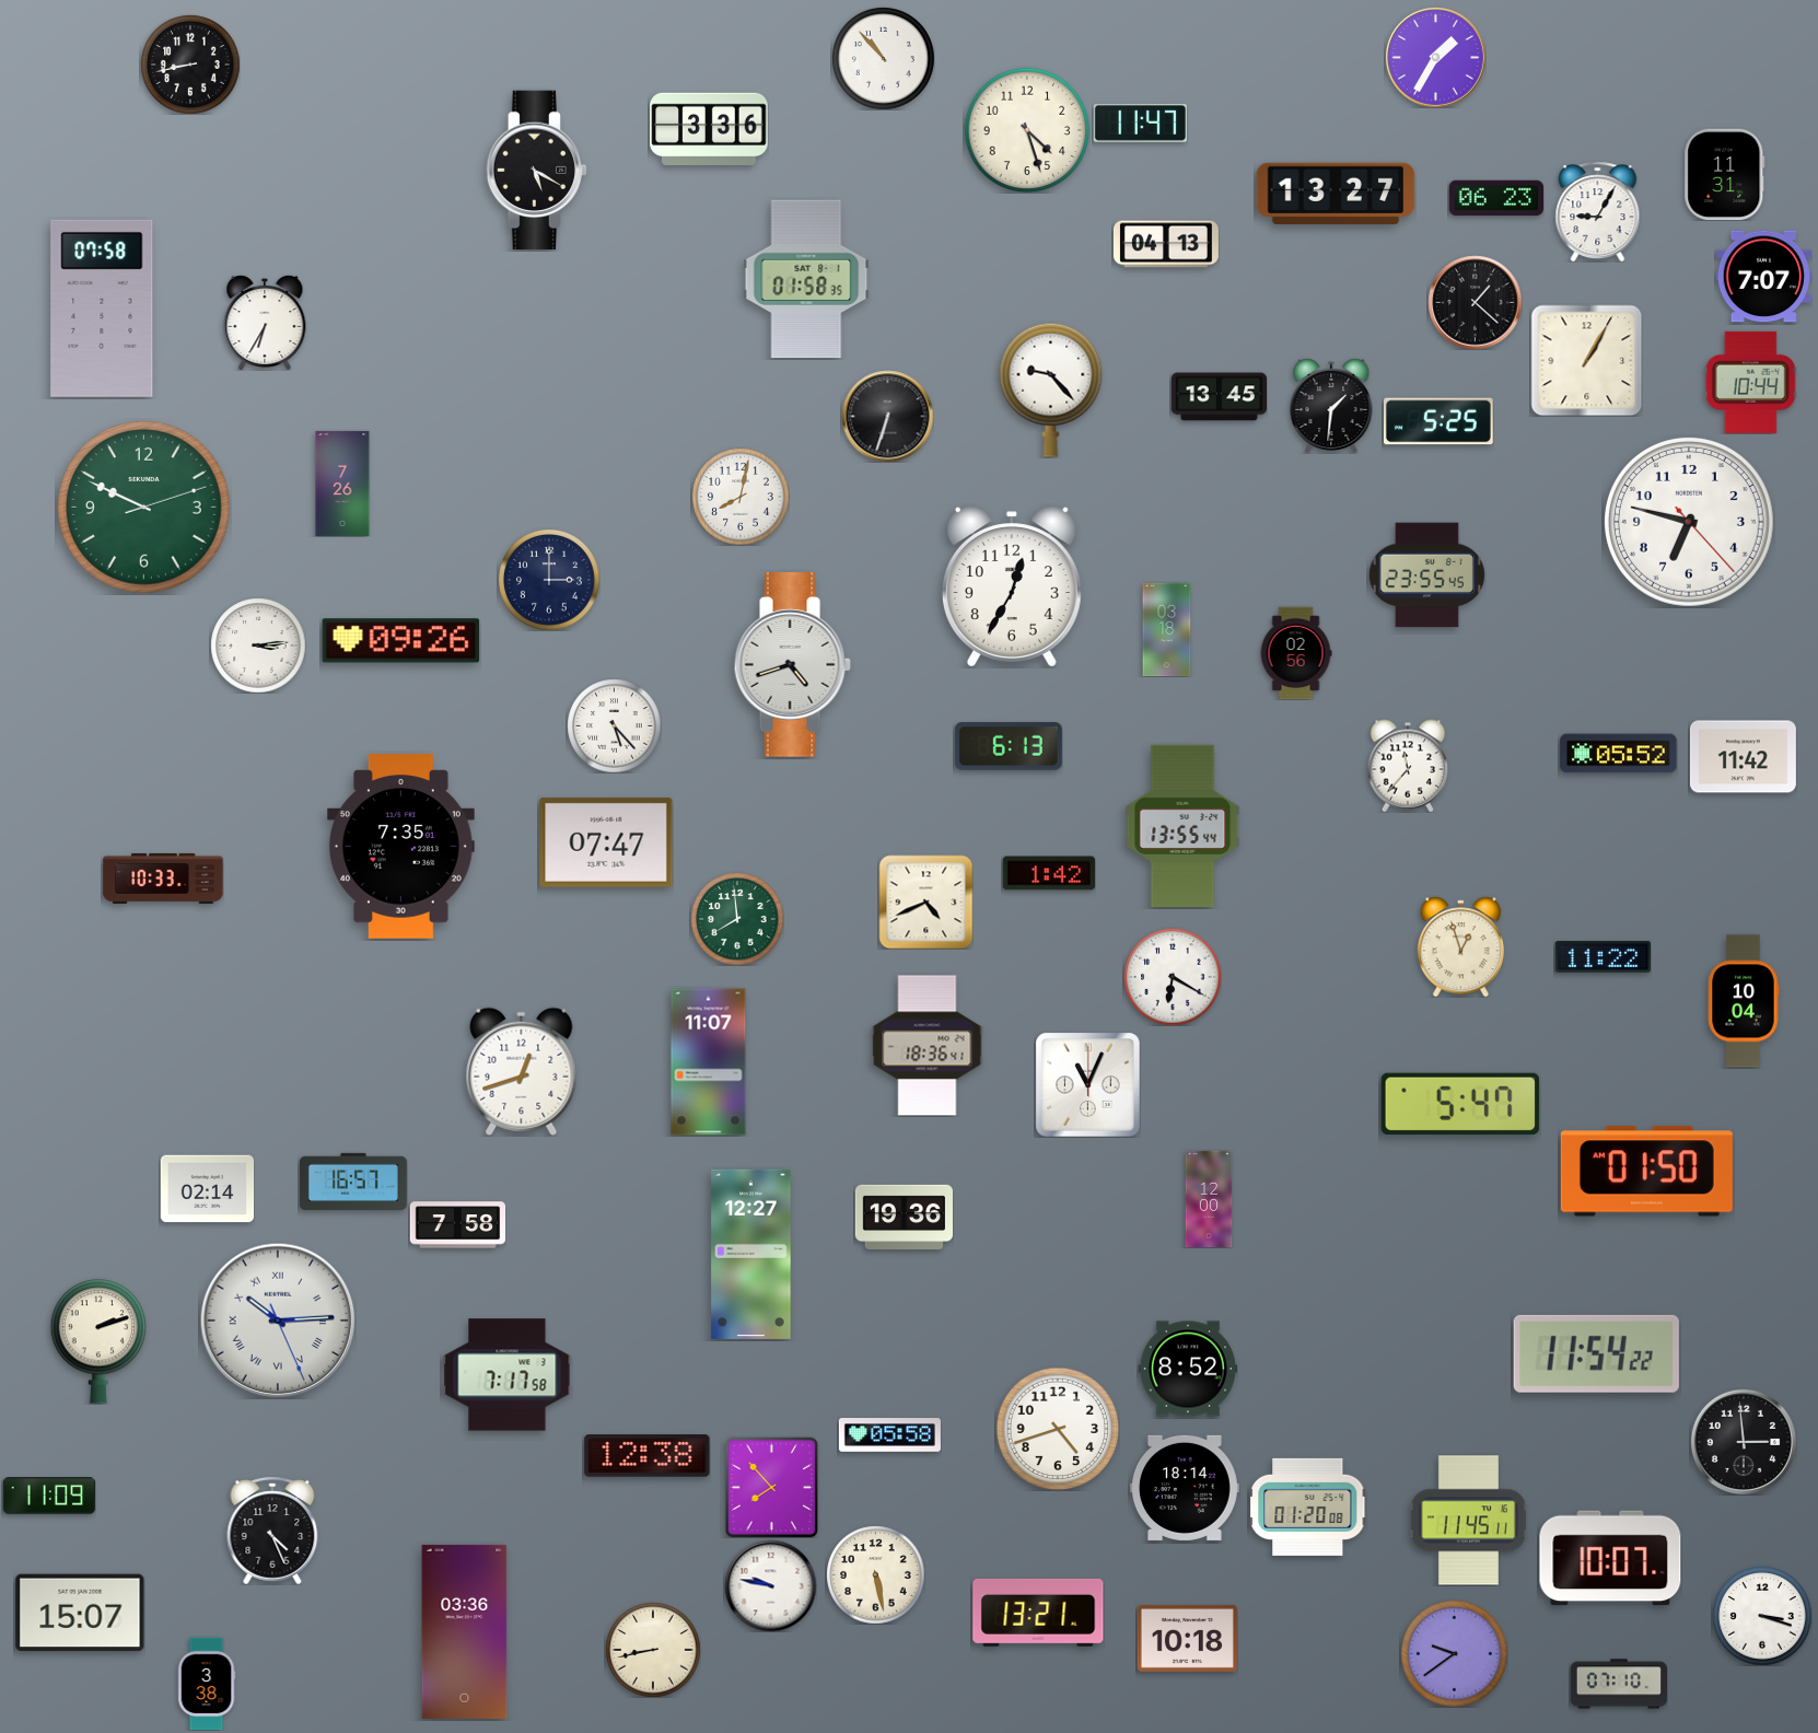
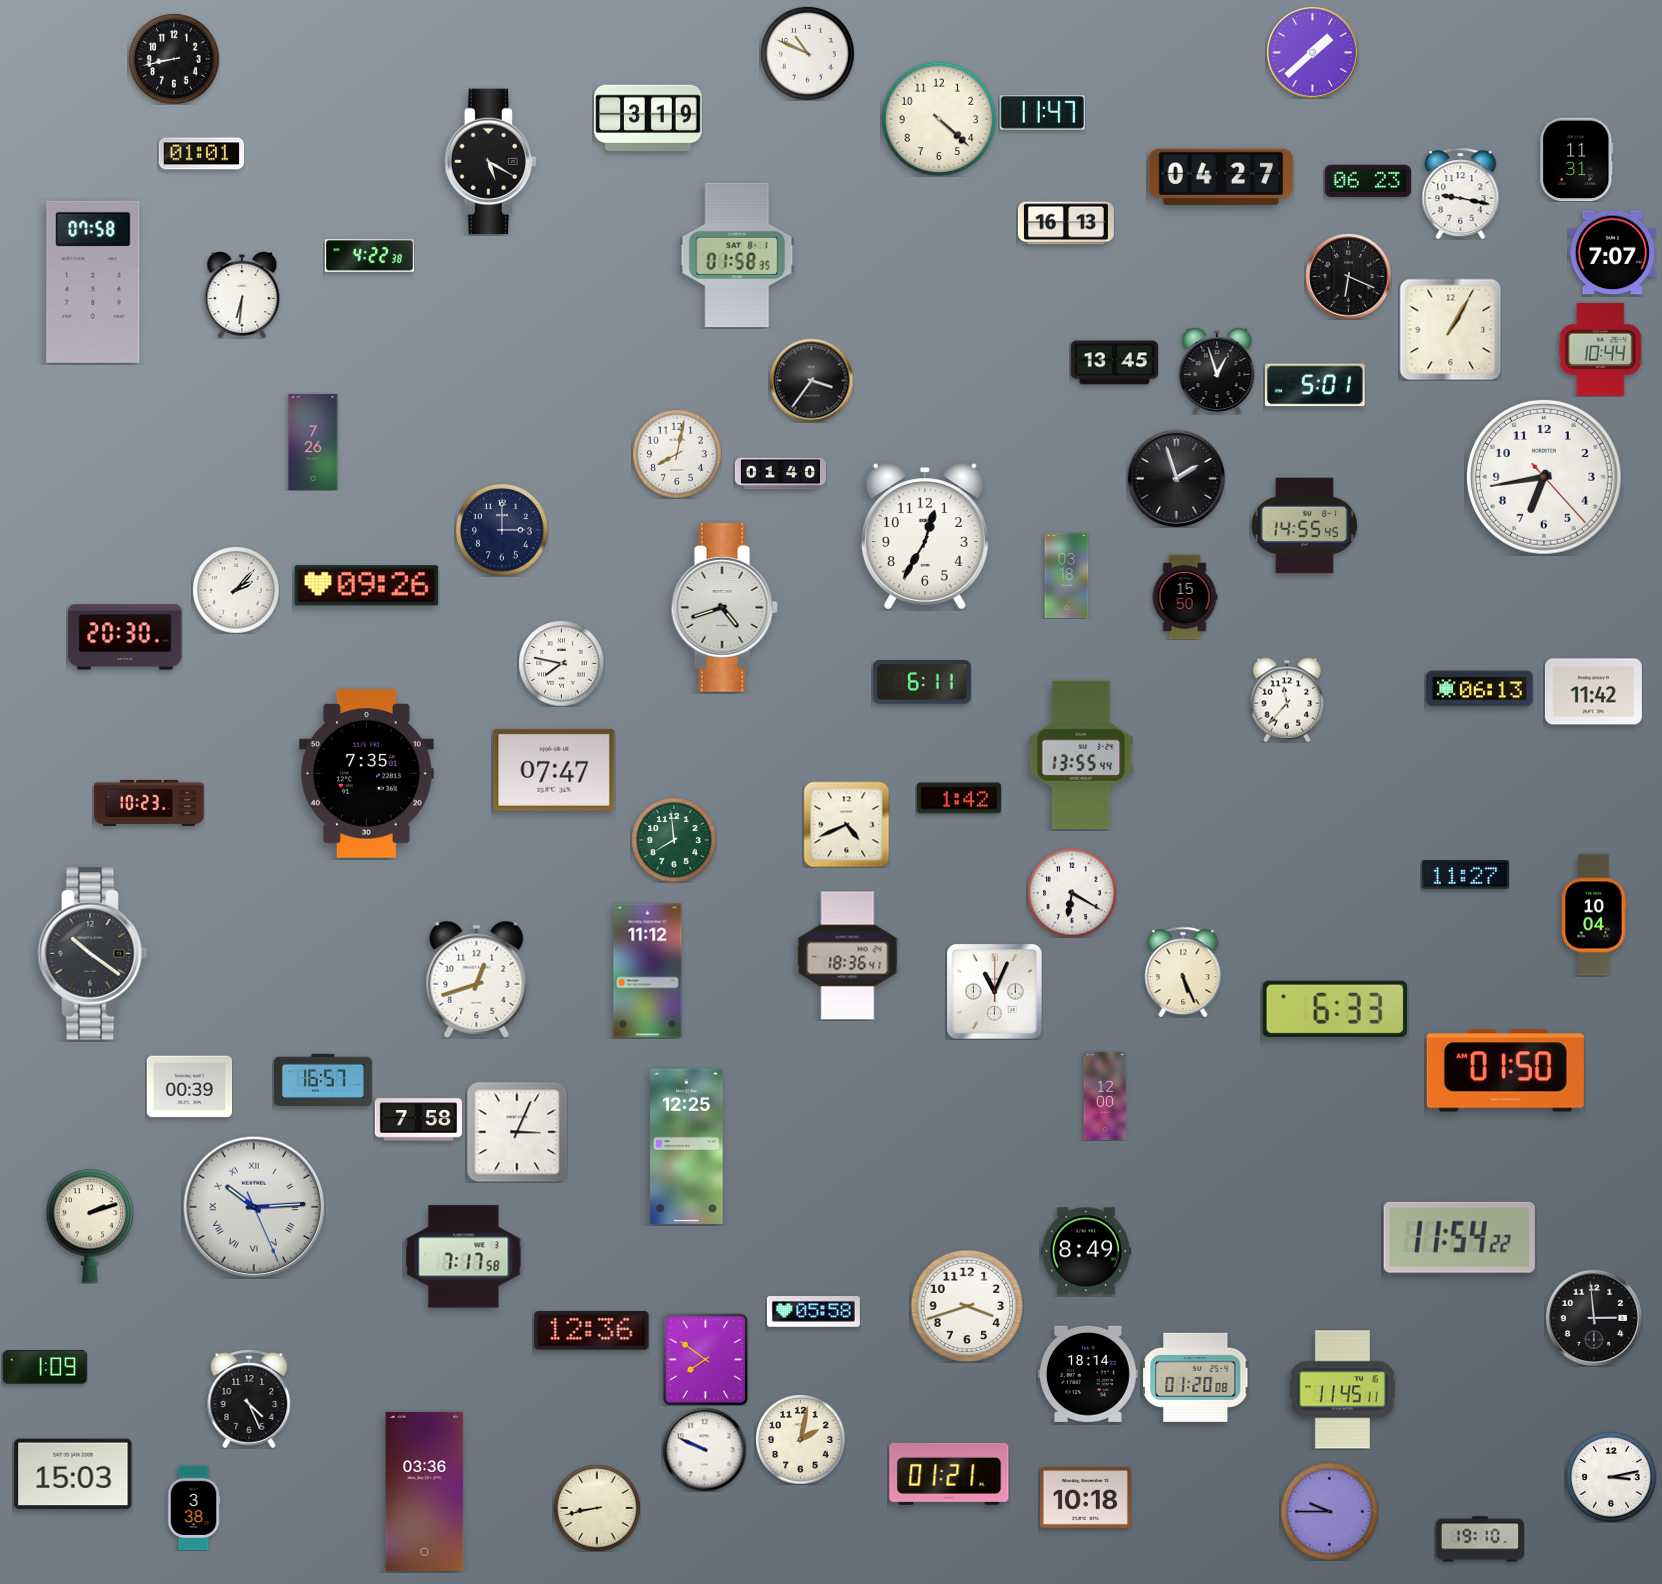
clock at (1435, 57): 1:35 -> 1:38
clock at (883, 58): 10:53 -> 10:49
clock at (709, 129): 3:36 -> 3:19
clock at (1027, 130): 4:27 -> 4:22
clock at (201, 154): none -> 01:01
clock at (536, 171) position: (536, 171) -> (490, 162)
clock at (1336, 193): 13:27 -> 04:27
clock at (1598, 211): 9:05 -> 9:17
clock at (1166, 244): 04:13 -> 16:13
clock at (369, 256): none -> 4:22
clock at (1475, 302): 1:22 -> 6:19
clock at (265, 323): 6:35 -> 6:31
clock at (1051, 389): 9:23 -> none
clock at (1331, 406): 1:31 -> 12:57
clock at (887, 416): 6:33 -> 3:36
clock at (1438, 421): 5:25 -> 5:01
clock at (143, 507): 9:49 -> none
clock at (780, 474): none -> 01:40
clock at (1689, 522): 6:47 -> 6:43
clock at (1176, 478): none -> 1:57
clock at (1426, 575): 23:55 -> 14:55
clock at (258, 645): 3:14 -> 2:07
clock at (1296, 653): 02:56 -> 15:50
clock at (125, 637): none -> 20:30
clock at (614, 725): 5:23 -> 7:47
clock at (1009, 746): 6:13 -> 6:11
clock at (1619, 754): 05:52 -> 06:13
clock at (163, 879): 10:33 -> 10:23
clock at (1460, 946): 12:57 -> none
clock at (1603, 956): 11:22 -> 11:27
clock at (93, 954): none -> 10:21
clock at (709, 1062): 11:07 -> 11:12
clock at (1183, 972): none -> 5:26
clock at (1460, 1104): 5:47 -> 6:33
clock at (207, 1189): 02:14 -> 00:39
clock at (904, 1218): 19:36 -> none
clock at (517, 1132): none -> 3:04
clock at (751, 1254): 12:27 -> 12:25
clock at (1188, 1369): 8:52 -> 8:49
clock at (1058, 1429): 4:42 -> 3:42
clock at (648, 1456): 12:38 -> 12:36
clock at (772, 1487): 7:53 -> 7:51
clock at (1185, 1488) position: (1185, 1488) -> (1088, 1374)
clock at (49, 1496): 11:09 -> 1:09
clock at (1610, 1558): 10:07 -> none
clock at (875, 1574): 5:28 -> 2:02
clock at (770, 1585): 9:47 -> 9:49
clock at (80, 1613): 15:07 -> 15:03
clock at (1038, 1613): 13:21 -> 01:21
clock at (1762, 1616): 3:18 -> 3:13
clock at (1454, 1653): 9:39 -> 9:45
clock at (207, 1684) position: (207, 1684) -> (194, 1508)
clock at (1618, 1684): 07:10 -> 19:10
